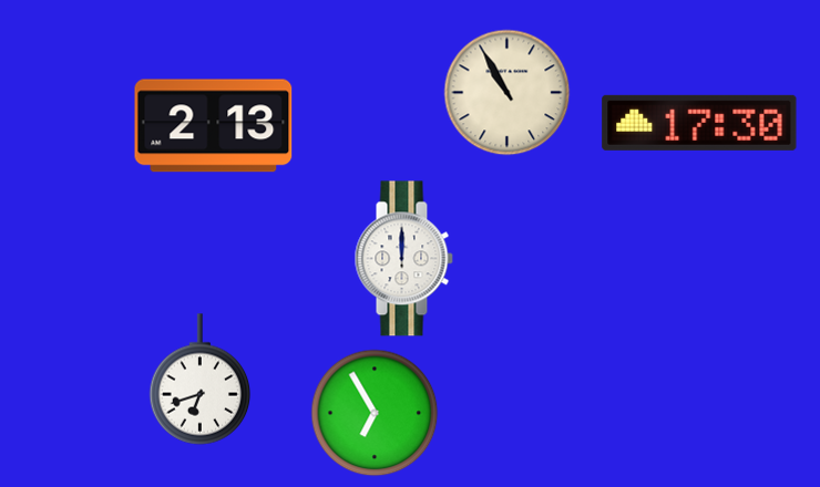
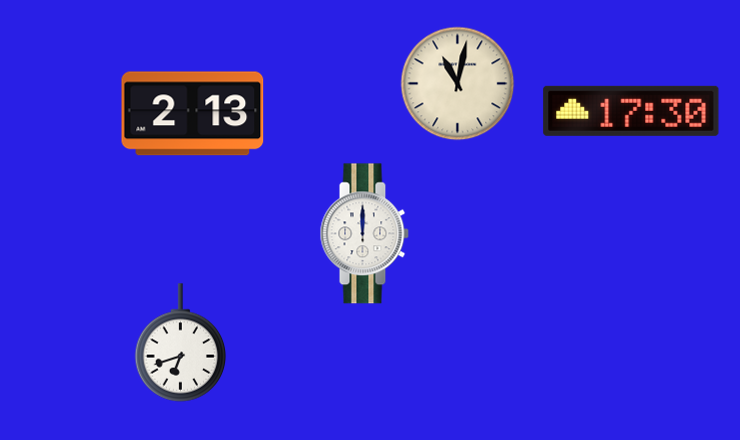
clock at (508, 93): 10:55 -> 11:02
clock at (375, 413): 6:55 -> none
